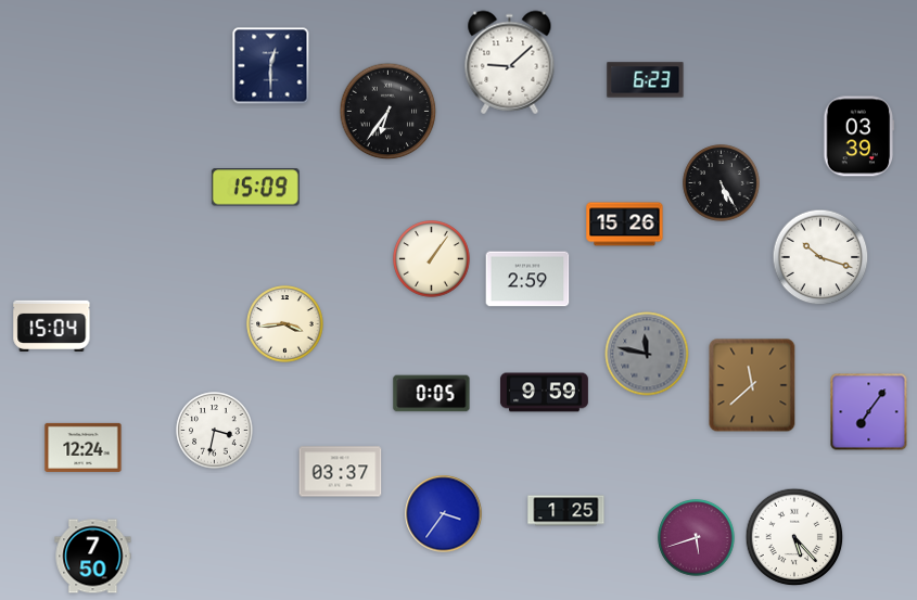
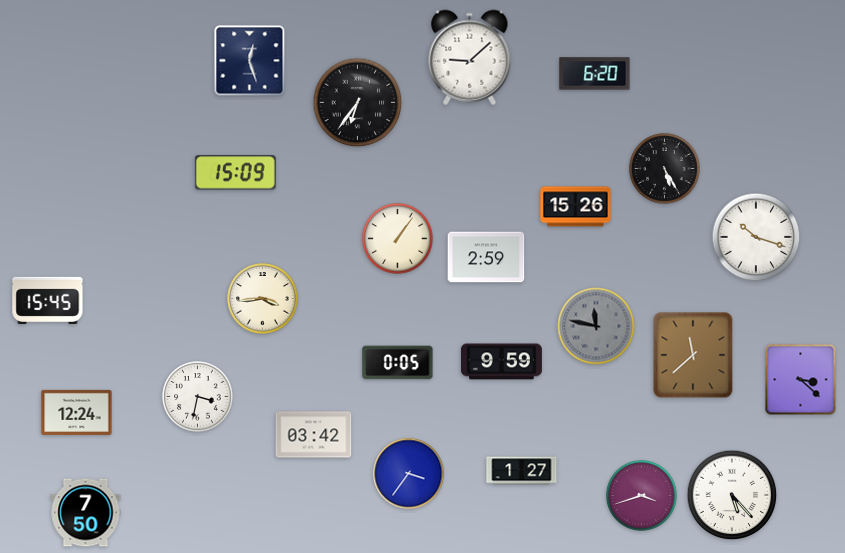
clock at (271, 66): 12:30 -> 12:27
clock at (646, 80): 6:23 -> 6:20
clock at (859, 137): 03:39 -> none
clock at (52, 325): 15:04 -> 15:45
clock at (869, 412): 7:06 -> 3:22
clock at (341, 472): 03:37 -> 03:42
clock at (566, 511): 1:25 -> 1:27
clock at (697, 538): 5:42 -> 3:42
